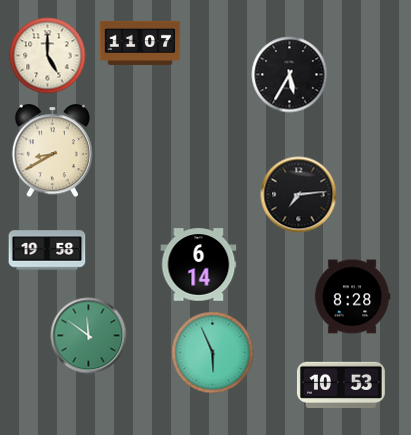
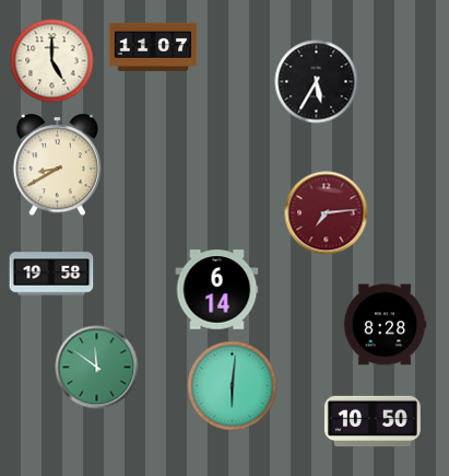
clock at (299, 195) dial: black -> burgundy
clock at (213, 353): 5:56 -> 6:01
clock at (341, 384): 10:53 -> 10:50
